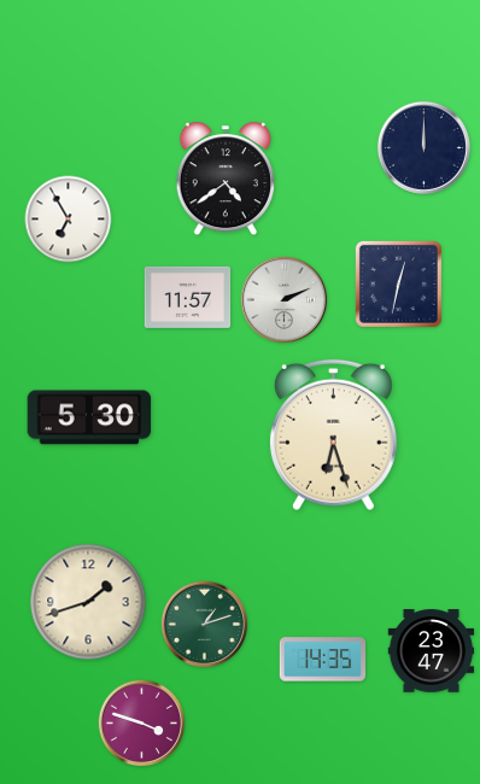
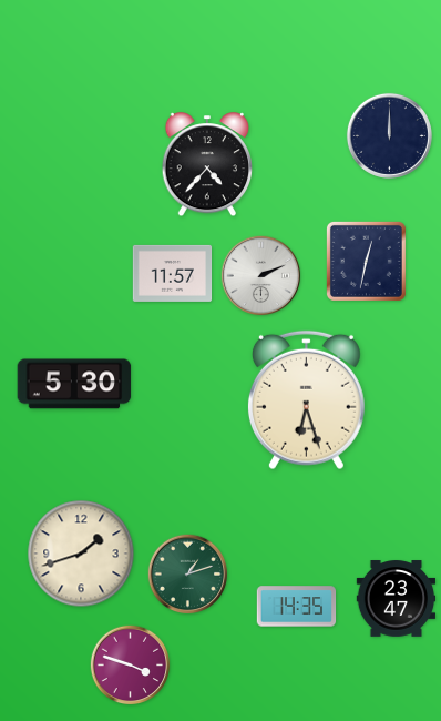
clock at (226, 180): 4:39 -> 4:37
clock at (69, 220): 6:55 -> none
clock at (89, 417) position: (89, 417) -> (74, 384)
